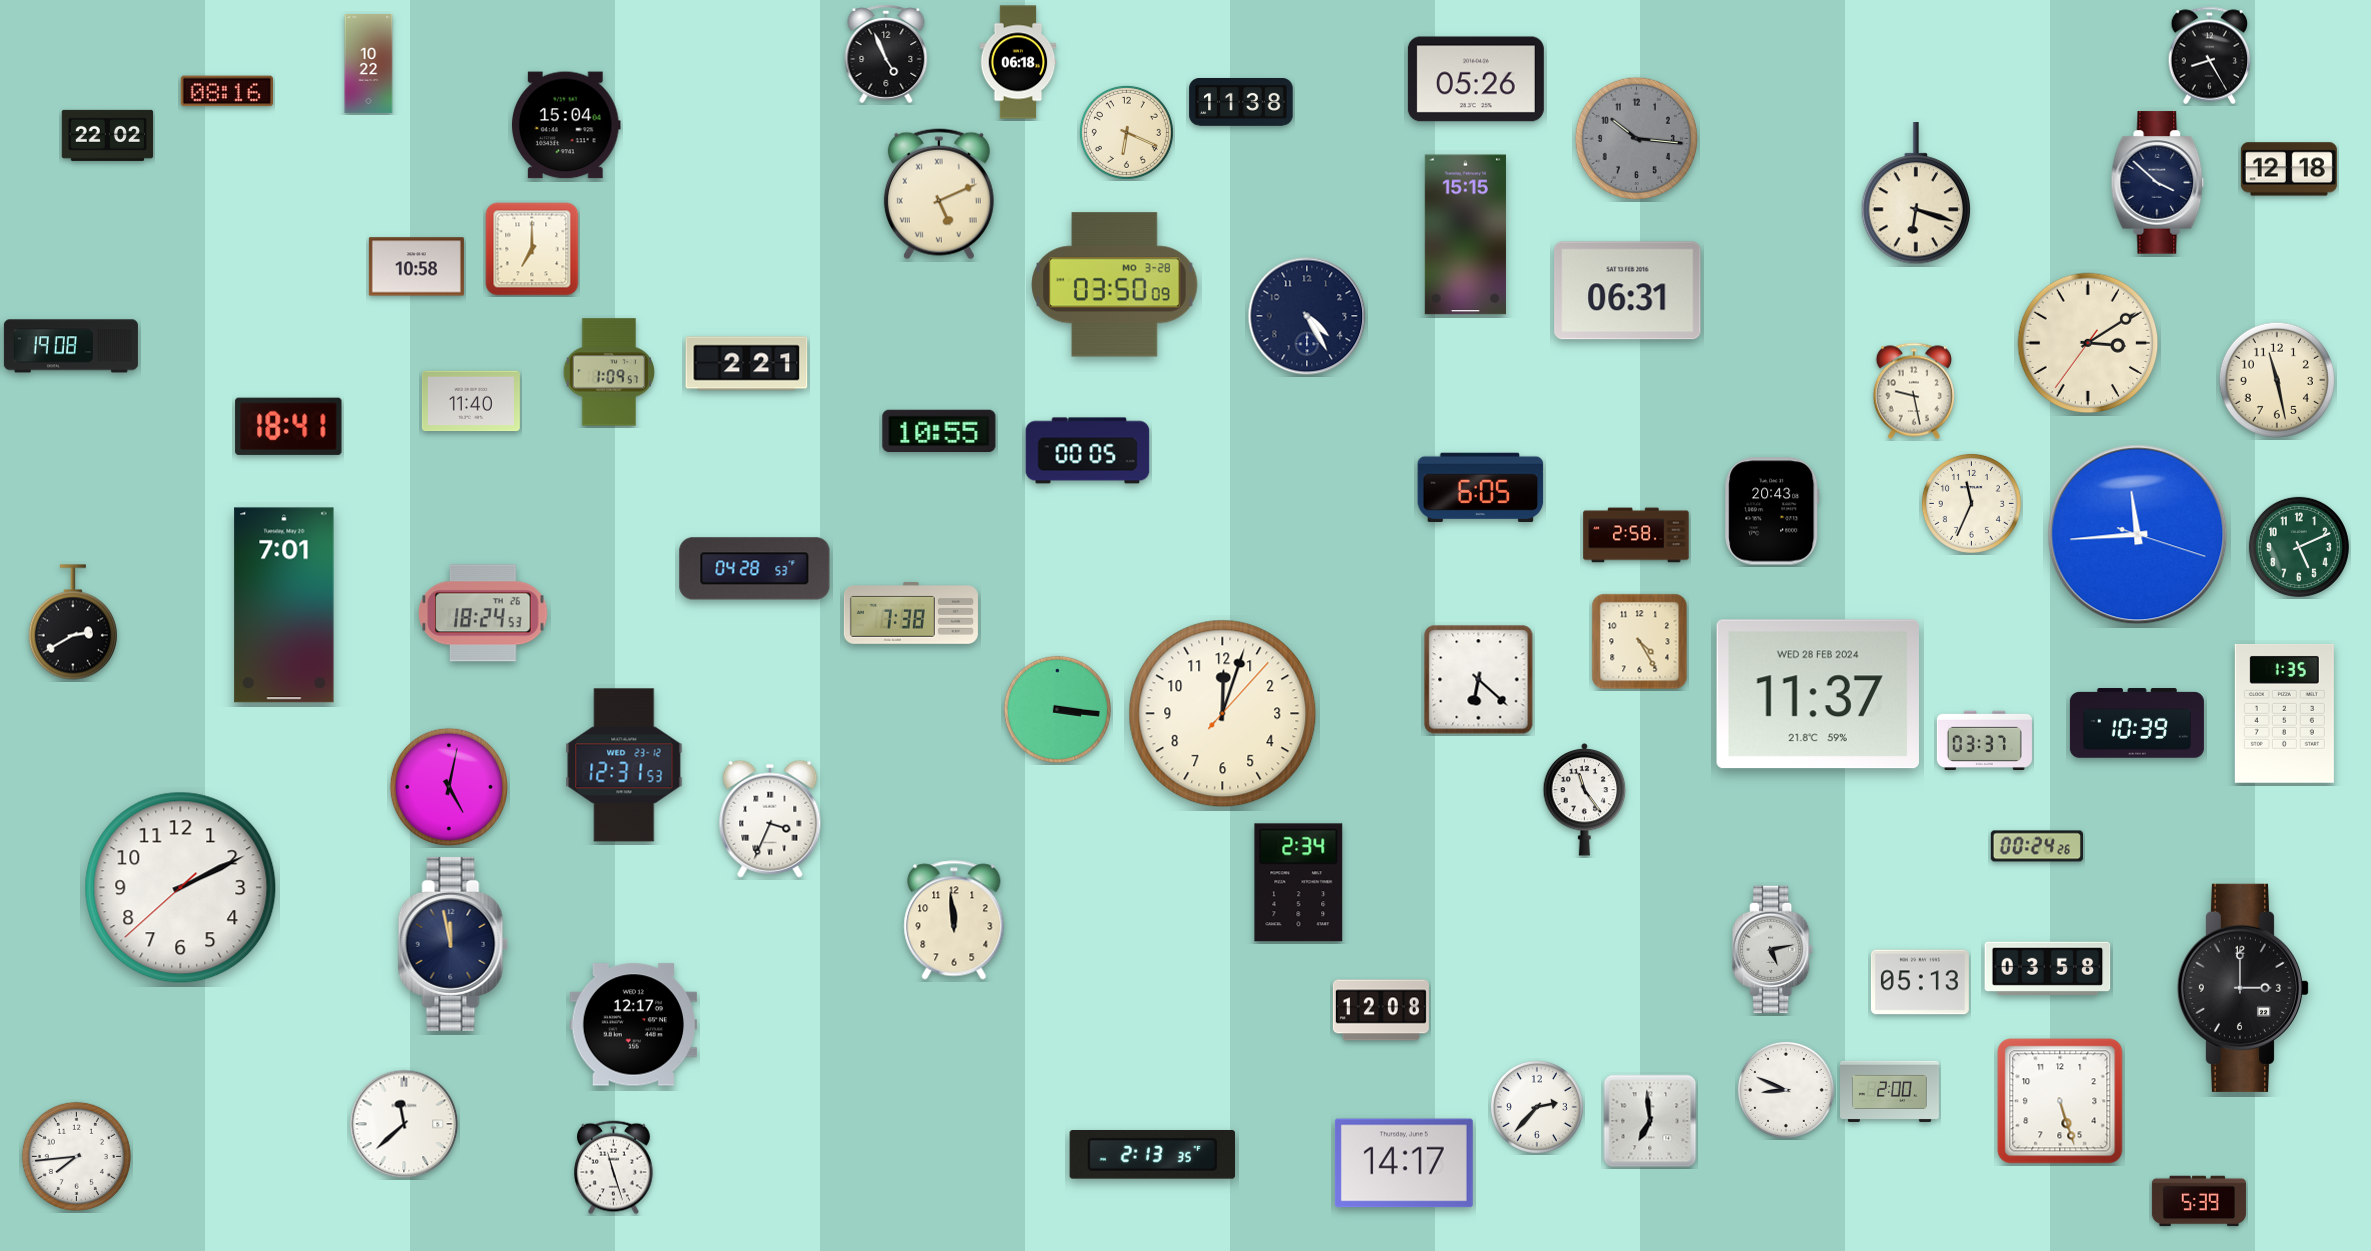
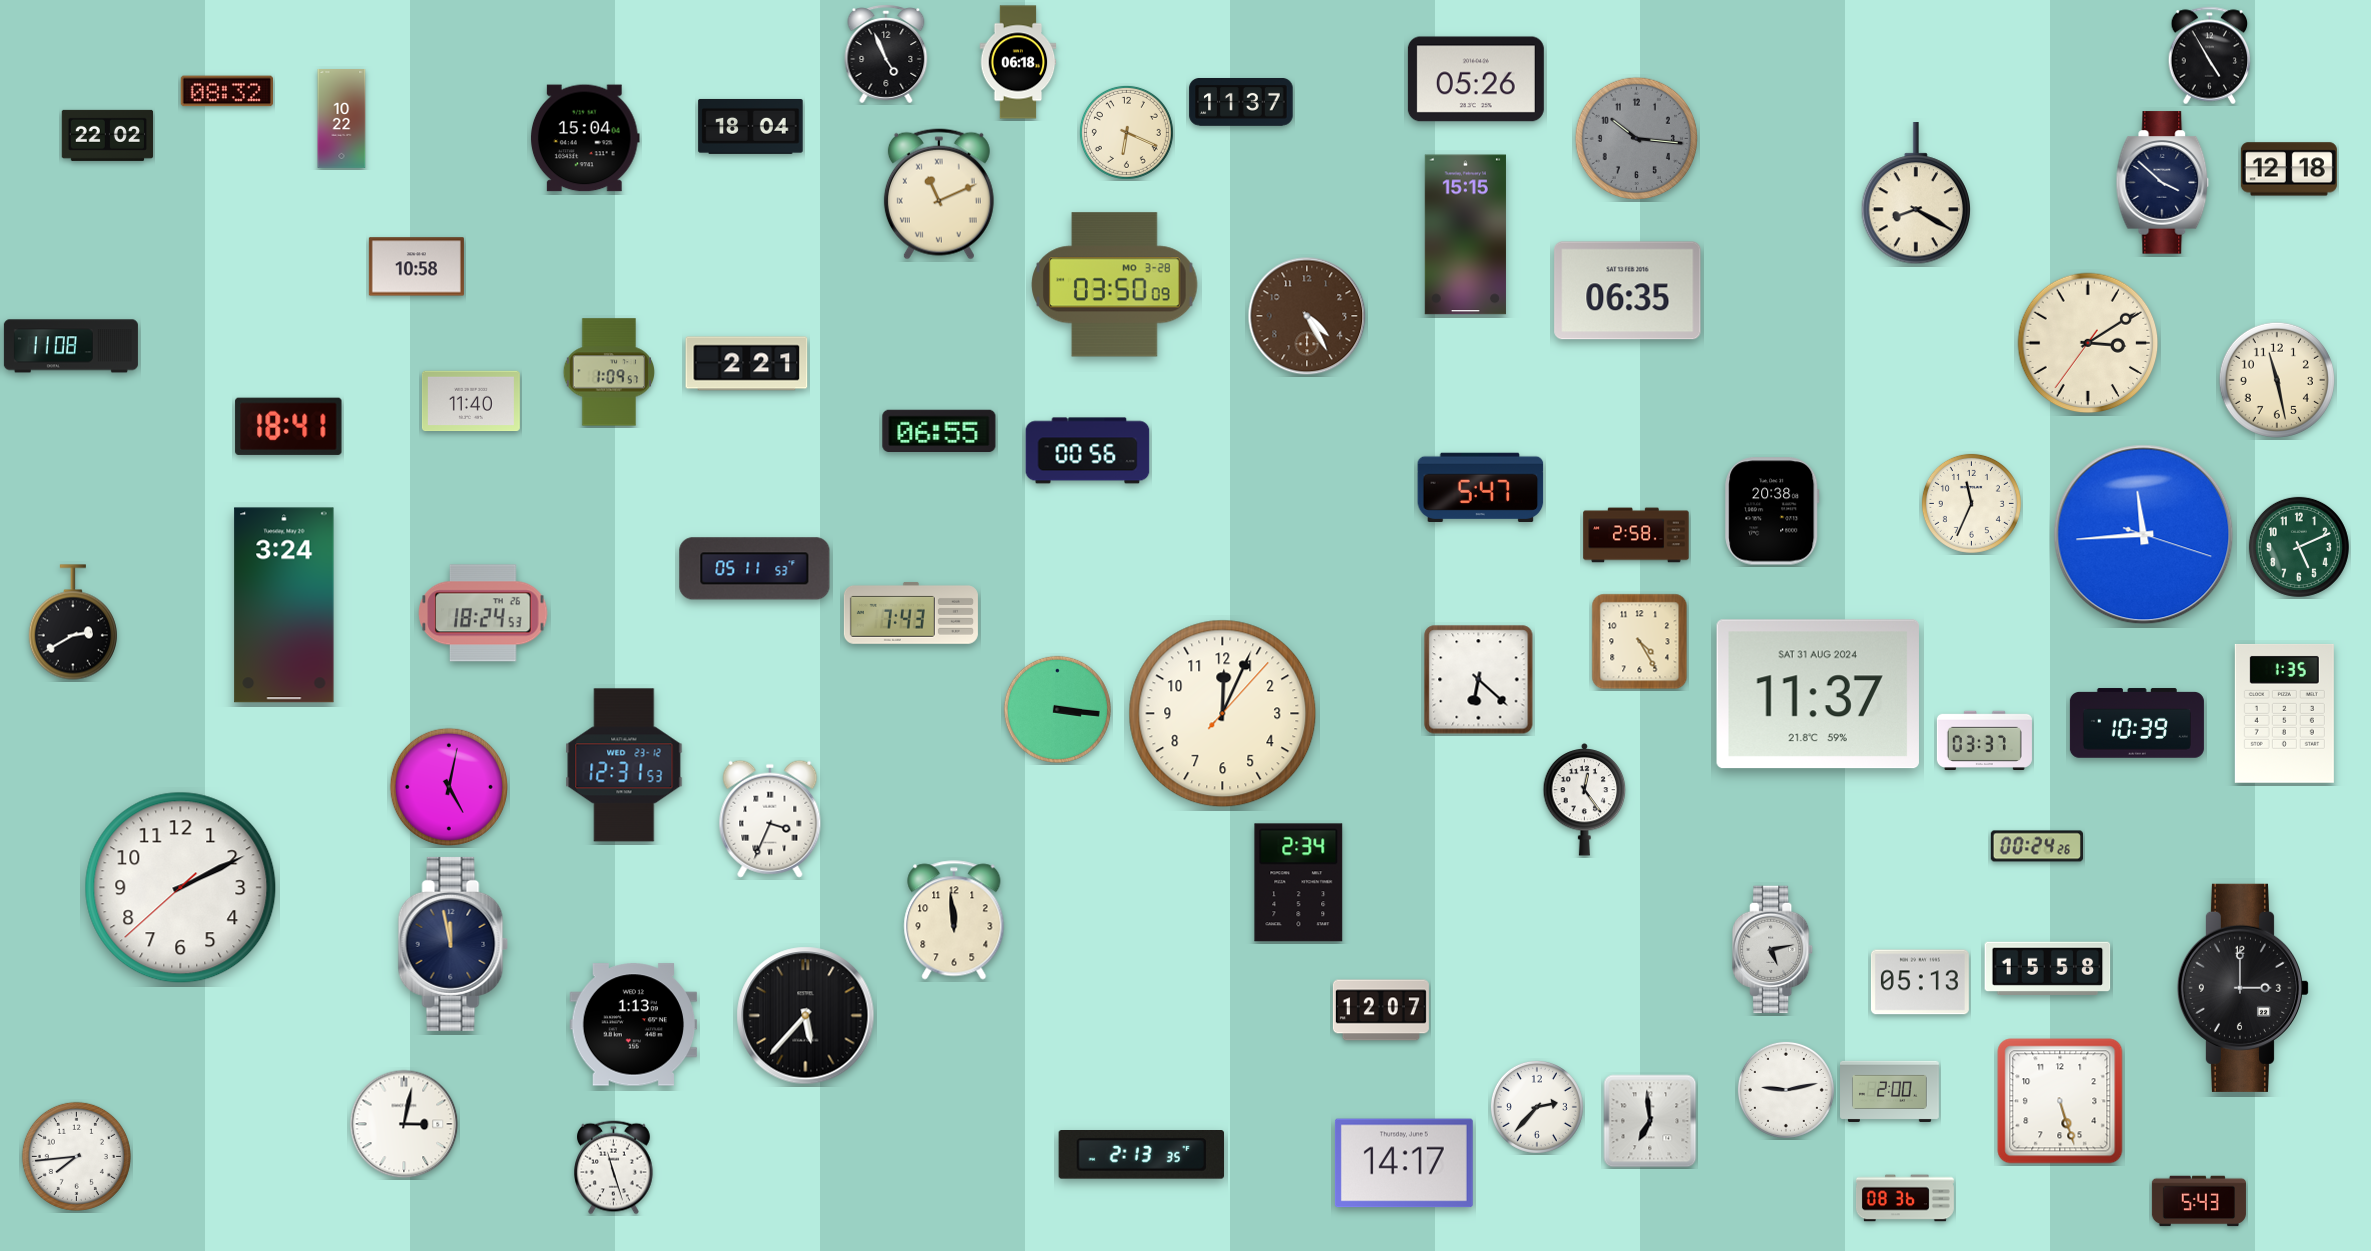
clock at (2210, 56): 8:25 -> 4:55
clock at (369, 64) position: (369, 64) -> (342, 119)
clock at (226, 91): 08:16 -> 08:32
clock at (1241, 103): 11:38 -> 11:37
clock at (566, 125) position: (566, 125) -> (585, 138)
clock at (751, 126): none -> 18:04
clock at (2158, 183) position: (2158, 183) -> (2163, 183)
clock at (939, 194): 5:11 -> 11:11
clock at (1916, 194): 6:18 -> 8:20
clock at (532, 249): 7:00 -> none
clock at (1628, 291): 06:31 -> 06:35
clock at (1307, 316) dial: navy -> brown
clock at (71, 346): 19:08 -> 11:08
clock at (1914, 391): 9:28 -> none
clock at (939, 430): 10:55 -> 06:55
clock at (1088, 451): 00:05 -> 00:56
clock at (1481, 487): 6:05 -> 5:47
clock at (1772, 511): 20:43 -> 20:38
clock at (2138, 535) position: (2138, 535) -> (2144, 535)
clock at (755, 569): 04:28 -> 05:11
clock at (284, 605): 7:01 -> 3:24
clock at (911, 613): 7:38 -> 7:43
clock at (1818, 694) date: WED 28 FEB 2024 -> SAT 31 AUG 2024
clock at (1223, 714): 12:03 -> 12:04
clock at (1585, 799): 11:24 -> 12:24
clock at (2048, 968): 03:58 -> 15:58
clock at (1381, 1010): 12:08 -> 12:07
clock at (806, 1016): none -> 5:37
clock at (634, 1025): 12:17 -> 1:13
clock at (1786, 1090): 8:49 -> 9:13
clock at (404, 1124): 11:38 -> 3:02
clock at (1153, 1155) position: (1153, 1155) -> (1142, 1155)
clock at (1905, 1198): none -> 08:36
clock at (2199, 1201): 5:39 -> 5:43
